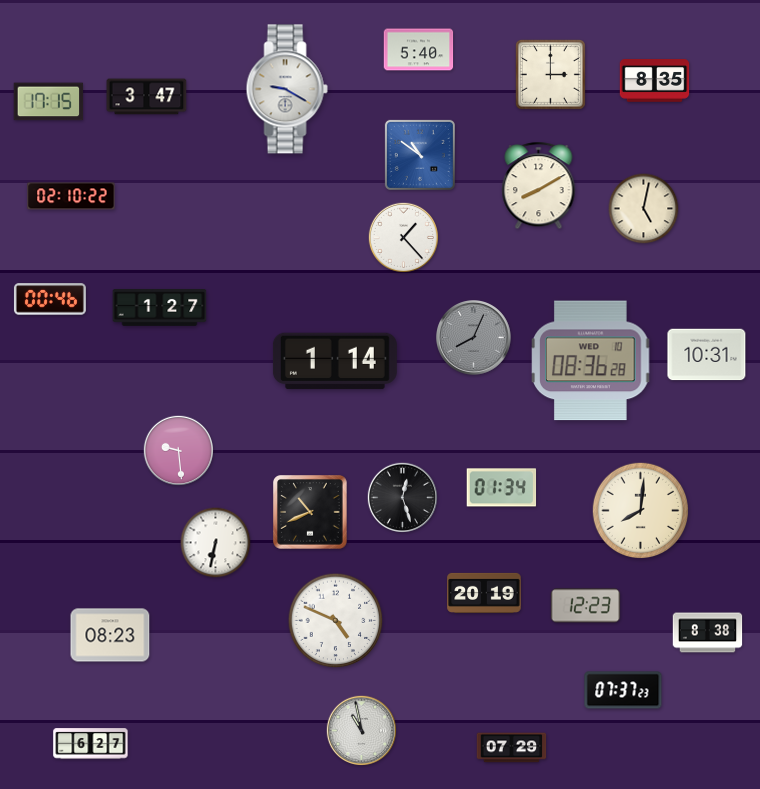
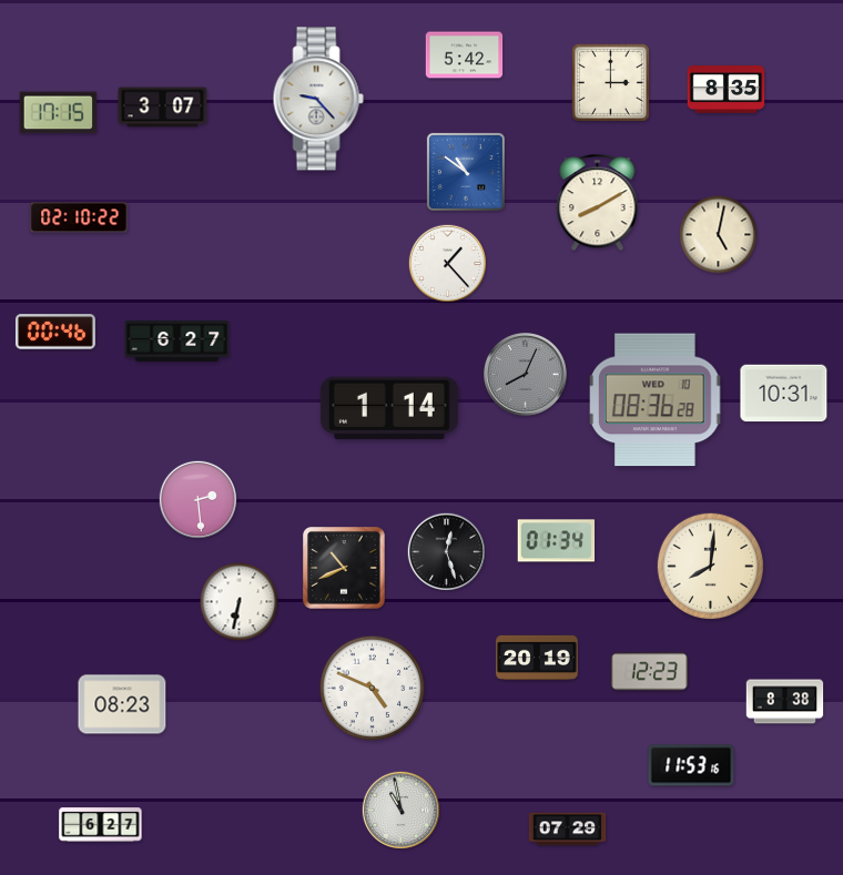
clock at (419, 50): 5:40 -> 5:42
clock at (287, 89): 9:20 -> 9:23
clock at (147, 97): 3:47 -> 3:07
clock at (49, 102) position: (49, 102) -> (59, 113)
clock at (539, 186) position: (539, 186) -> (598, 203)
clock at (644, 209) position: (644, 209) -> (719, 235)
clock at (160, 308): 1:27 -> 6:27
clock at (335, 361) position: (335, 361) -> (389, 408)
clock at (178, 450): 9:29 -> 2:29
clock at (623, 690): 07:37 -> 11:53
